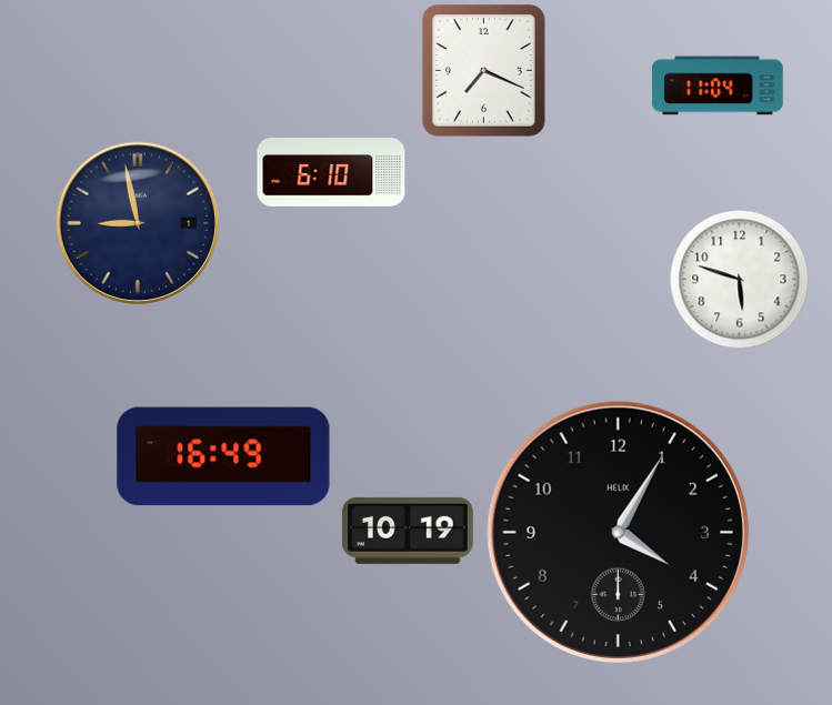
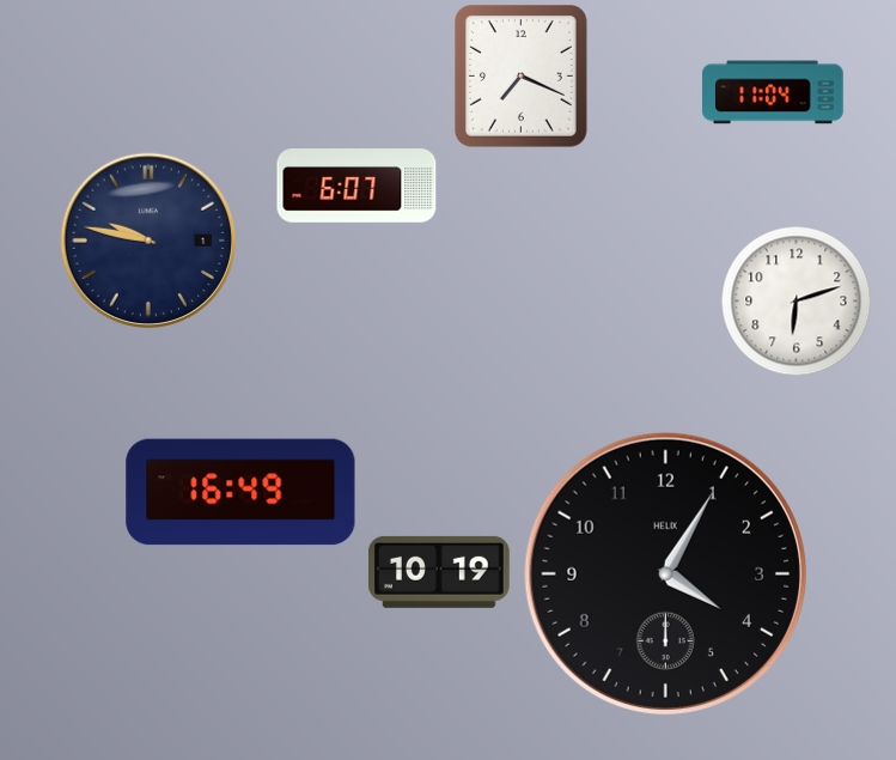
clock at (331, 172): 6:10 -> 6:07
clock at (138, 223): 8:58 -> 9:47
clock at (740, 280): 5:48 -> 6:12
